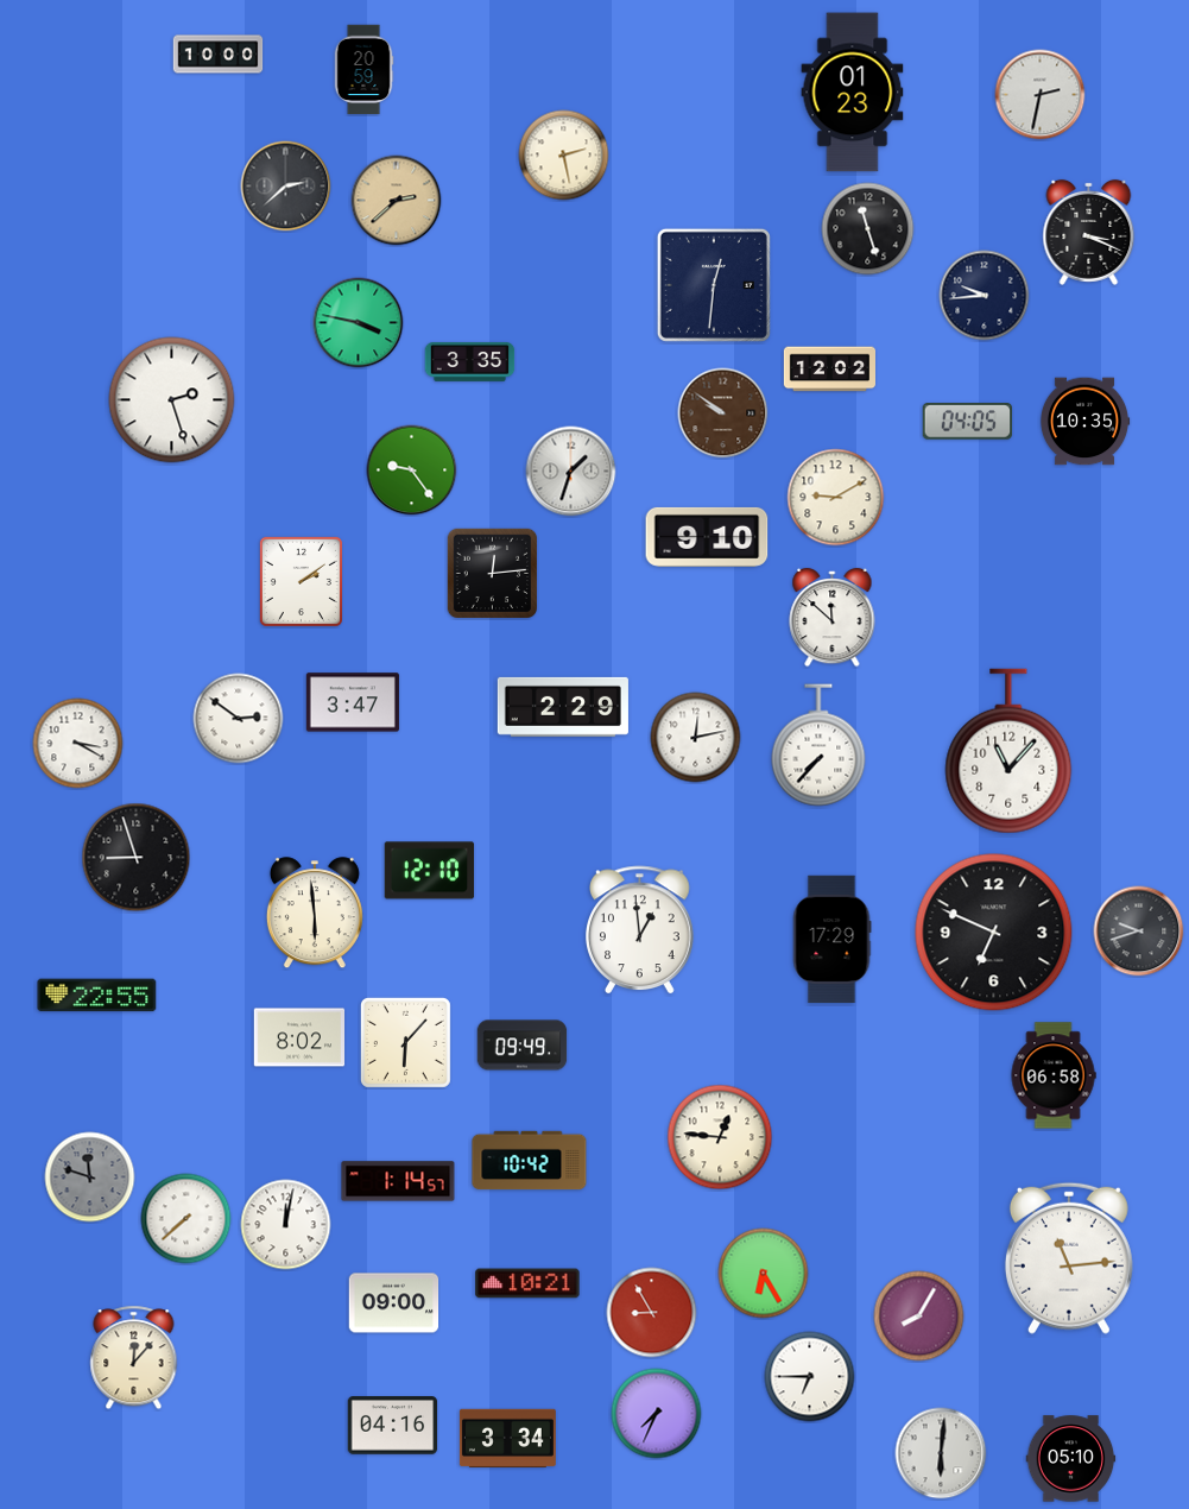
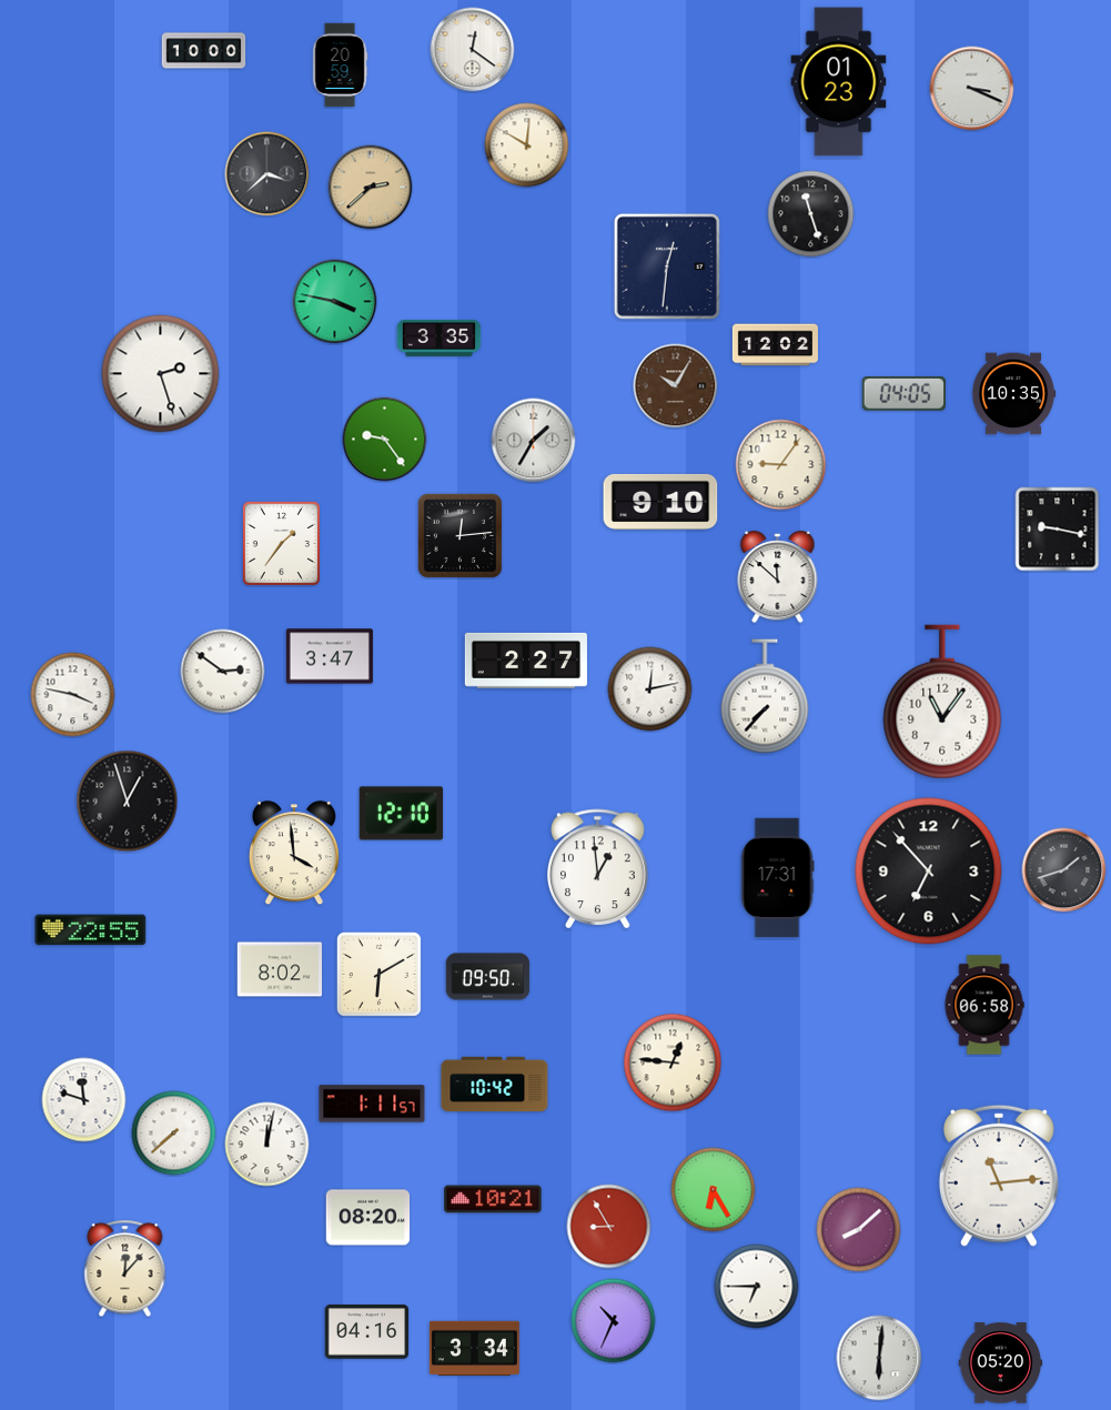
clock at (473, 50): none -> 12:21
clock at (853, 93) position: (853, 93) -> (839, 82)
clock at (1041, 95): 2:32 -> 3:19
clock at (564, 156): 2:28 -> 10:01
clock at (286, 187): 2:38 -> 3:38
clock at (1089, 232): 3:19 -> none
clock at (985, 296): 9:44 -> none
clock at (723, 413): 9:51 -> 10:05
clock at (571, 472): 1:33 -> 1:35
clock at (836, 498): 9:10 -> 9:06
clock at (1058, 530): none -> 9:17
clock at (301, 581): 2:09 -> 1:36
clock at (563, 707): 2:29 -> 2:27
clock at (78, 744): 3:20 -> 3:47
clock at (1008, 751): 11:07 -> 11:06
clock at (137, 858): 8:57 -> 12:57
clock at (315, 914): 5:59 -> 3:59
clock at (1139, 932): 9:42 -> 1:42
clock at (994, 933): 6:49 -> 6:53
clock at (831, 940): 17:29 -> 17:31
clock at (405, 1042): 6:07 -> 6:10
clock at (523, 1046): 09:49 -> 09:50
clock at (90, 1177) dial: grey -> white
clock at (398, 1181): 1:14 -> 1:11
clock at (186, 1219) position: (186, 1219) -> (174, 1134)
clock at (394, 1303): 09:00 -> 08:20
clock at (919, 1317): 8:05 -> 8:08
clock at (657, 1414): 7:34 -> 10:34
clock at (507, 1438) position: (507, 1438) -> (474, 1348)
clock at (1071, 1459): 05:10 -> 05:20
